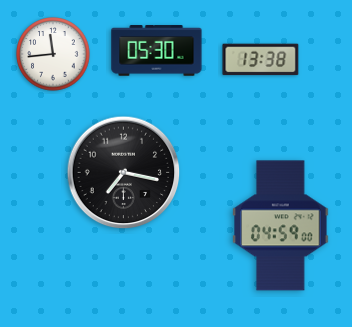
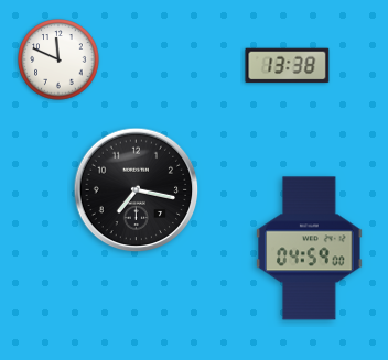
clock at (157, 51): 05:30 -> none
clock at (53, 54): 11:44 -> 11:49
